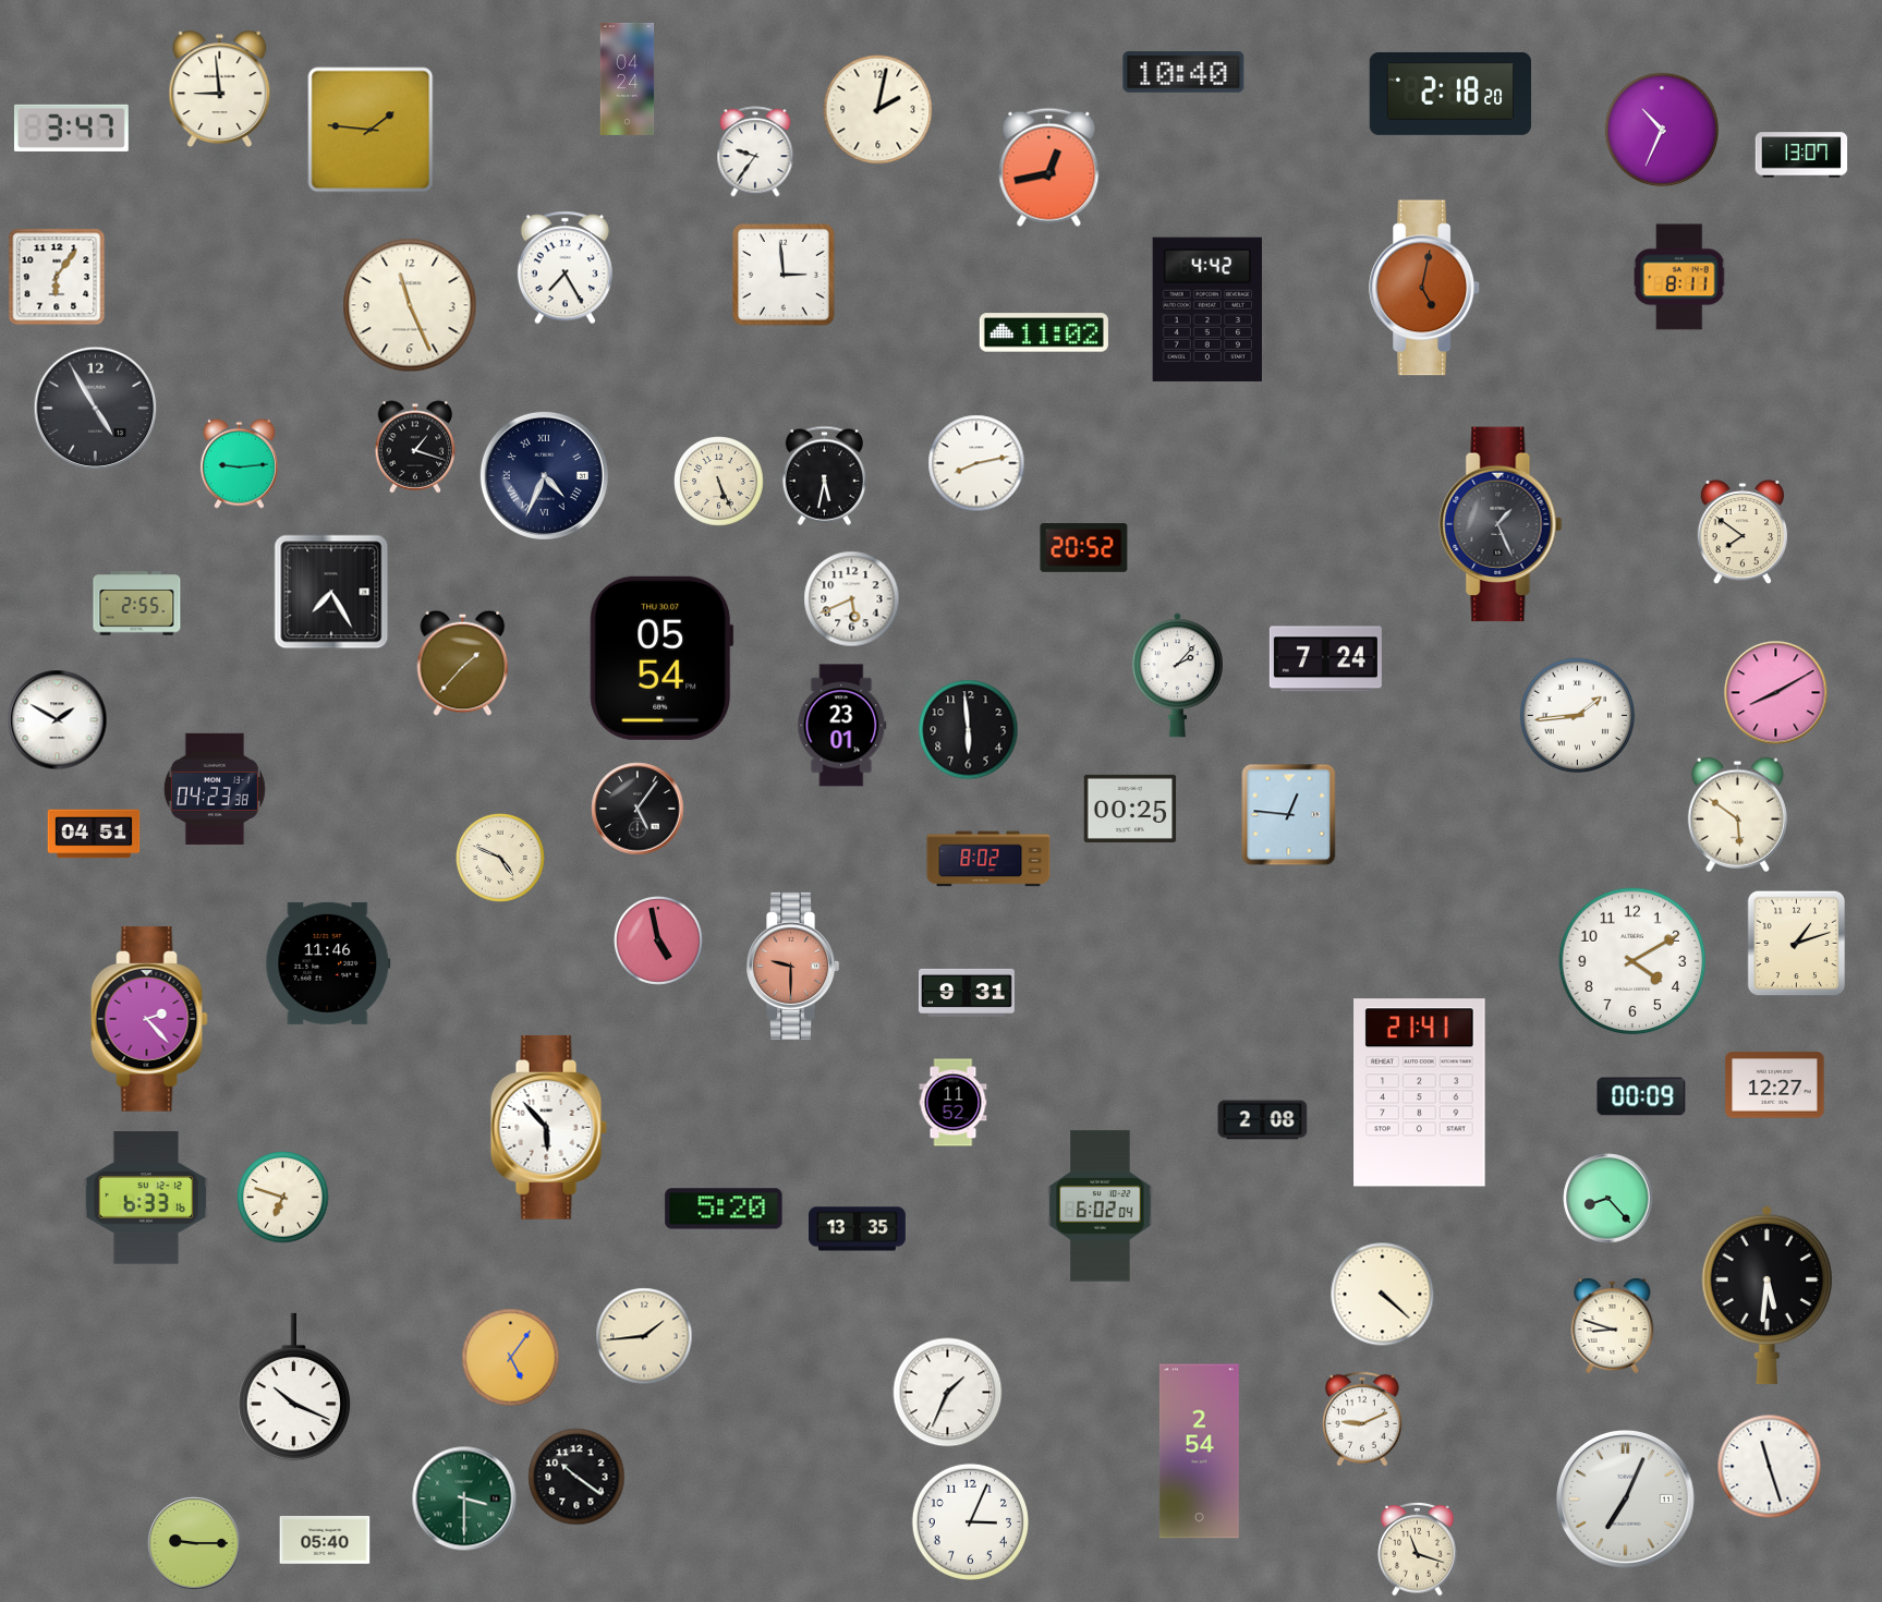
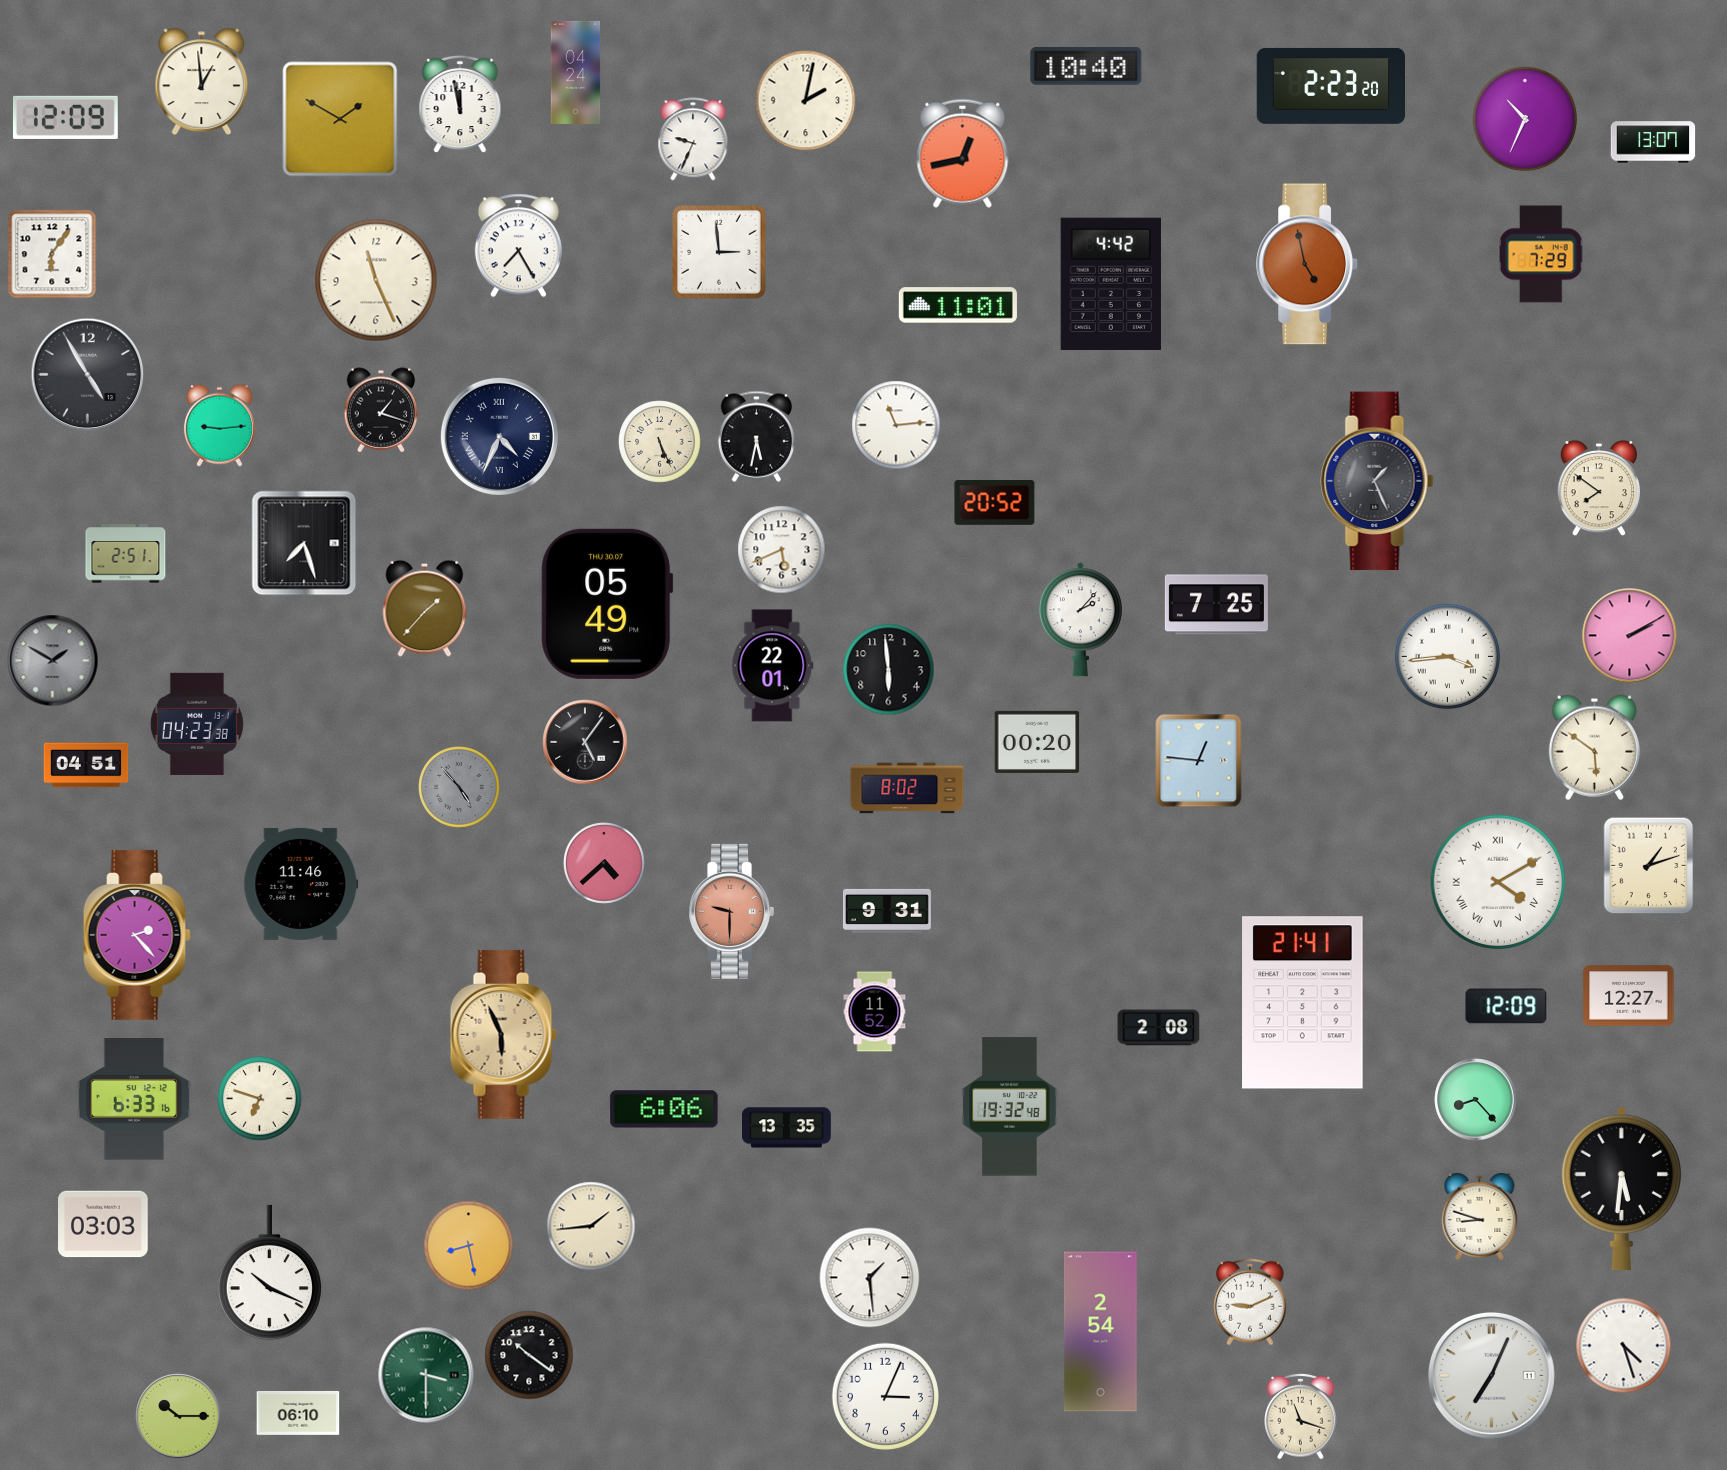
clock at (220, 88): 8:59 -> 12:59
clock at (1450, 94): 2:18 -> 2:23
clock at (460, 104): none -> 11:58
clock at (71, 128): 3:47 -> 12:09
clock at (371, 130): 1:46 -> 1:50
clock at (755, 151): 9:36 -> 9:34
clock at (1679, 277): 8:11 -> 7:29
clock at (1425, 288): 5:02 -> 4:58
clock at (1207, 310) position: (1207, 310) -> (1111, 284)
clock at (1044, 332): 11:02 -> 11:01
clock at (976, 463): 8:13 -> 11:14
clock at (331, 592): 7:25 -> 7:27
clock at (137, 604): 2:55 -> 2:51
clock at (661, 658): 05:54 -> 05:49
clock at (1325, 659): 7:24 -> 7:25
clock at (1776, 693): 8:10 -> 2:10
clock at (1578, 716): 1:44 -> 3:44
clock at (58, 720) dial: white -> grey
clock at (842, 726): 23:01 -> 22:01
clock at (1130, 809): 00:25 -> 00:20
clock at (1289, 815) position: (1289, 815) -> (1199, 761)
clock at (501, 859): 4:49 -> 4:53
clock at (501, 859) dial: cream -> grey
clock at (659, 942): 4:58 -> 4:38
clock at (1632, 961) numerals: Arabic -> Roman
clock at (793, 966) position: (793, 966) -> (732, 911)
clock at (1641, 1096): 00:09 -> 12:09
clock at (548, 1127): 5:53 -> 5:56
clock at (548, 1127) dial: white -> champagne
clock at (1101, 1206): 6:02 -> 19:32
clock at (724, 1209): 5:20 -> 6:06
clock at (1383, 1295): 4:22 -> none
clock at (103, 1224): none -> 03:03
clock at (511, 1358): 5:06 -> 8:28
clock at (948, 1393): 1:34 -> 1:29
clock at (1770, 1467): 11:27 -> 4:27
clock at (970, 1521) position: (970, 1521) -> (885, 1396)
clock at (325, 1540): 05:40 -> 06:10
clock at (194, 1543): 9:15 -> 10:15
clock at (1418, 1549) position: (1418, 1549) -> (1301, 1416)
